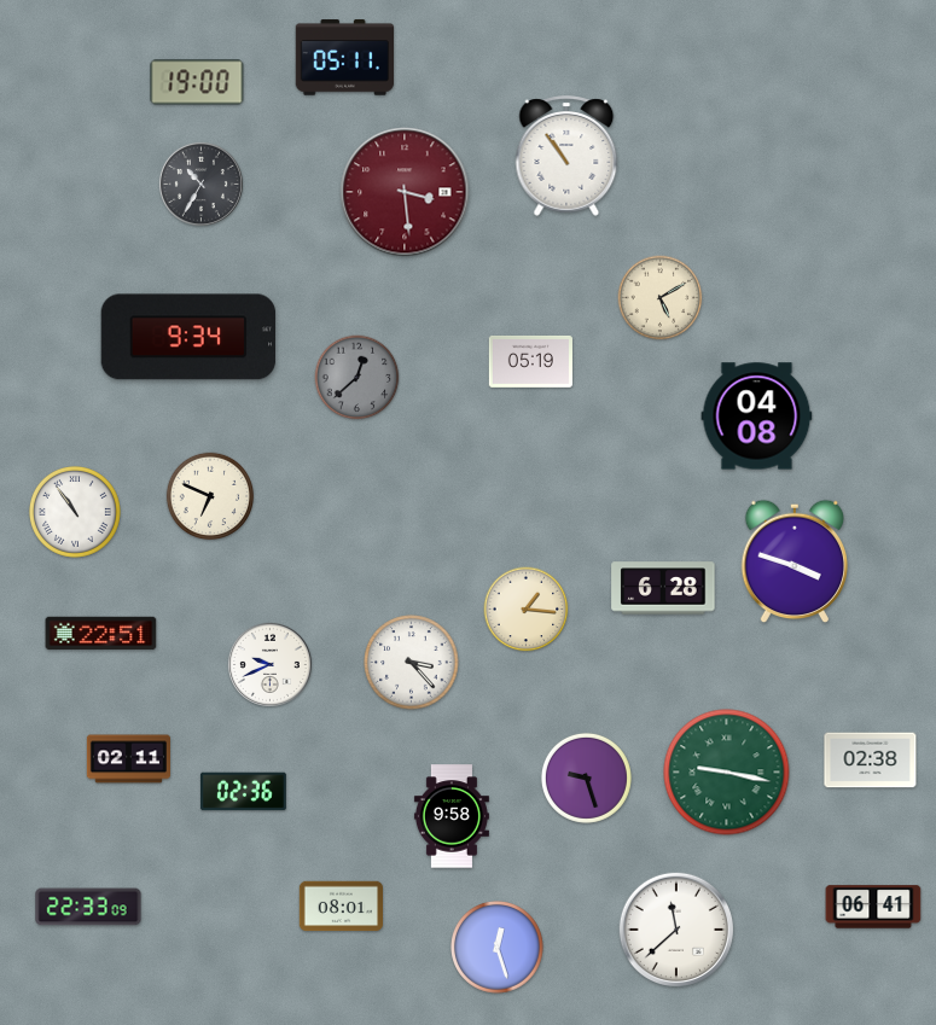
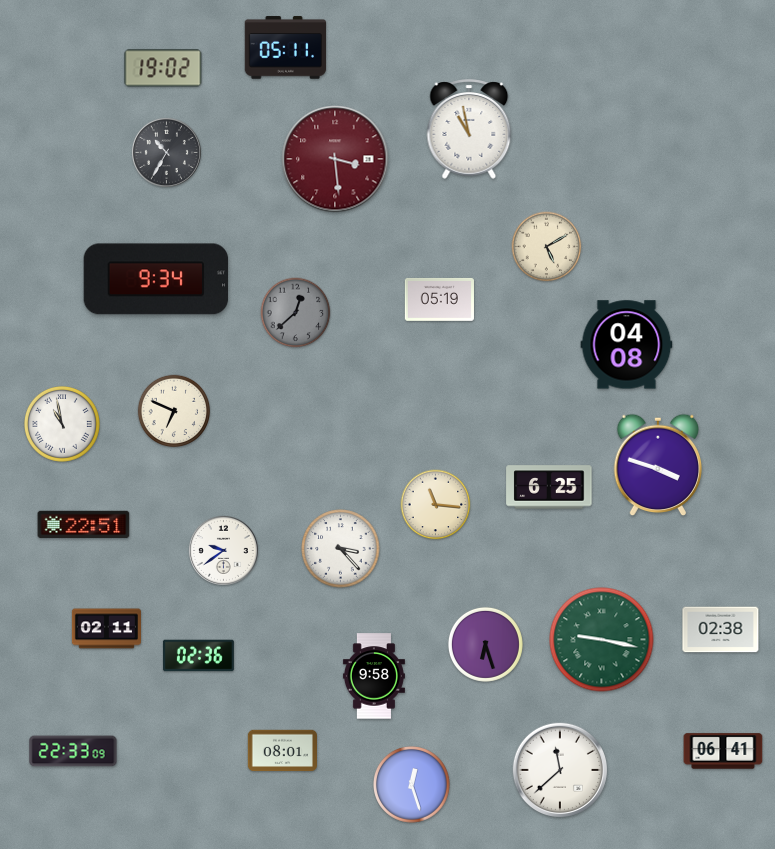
clock at (197, 82): 19:00 -> 19:02
clock at (566, 156): 10:54 -> 10:58
clock at (75, 512): 10:54 -> 10:58
clock at (663, 588): 6:28 -> 6:25
clock at (527, 610): 1:16 -> 11:16
clock at (269, 664): 9:41 -> 9:39
clock at (586, 778): 9:27 -> 6:27
clock at (243, 792) position: (243, 792) -> (198, 656)
